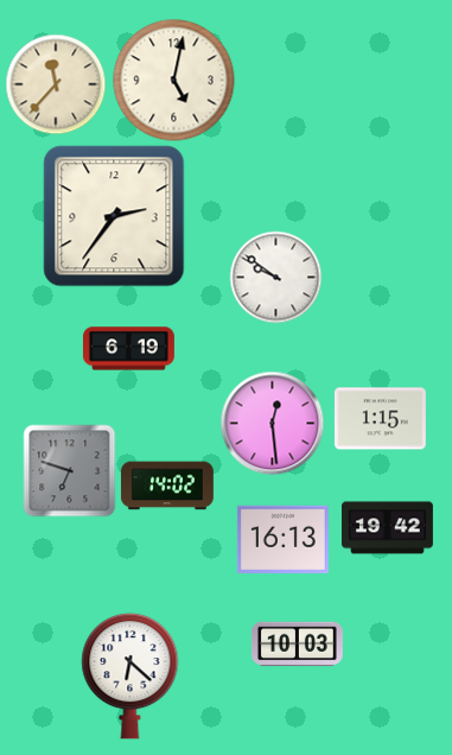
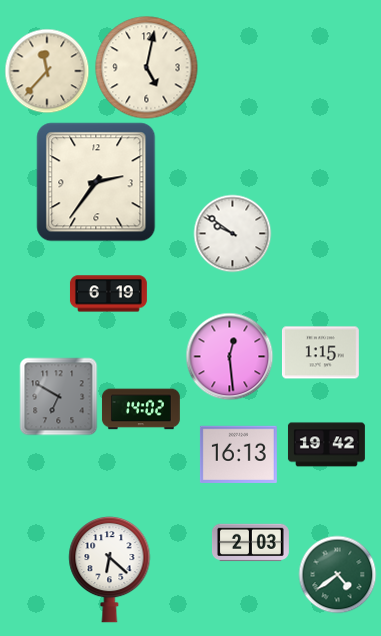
clock at (69, 470): 6:48 -> 6:50
clock at (297, 645): 10:03 -> 2:03
clock at (337, 574): none -> 4:39
